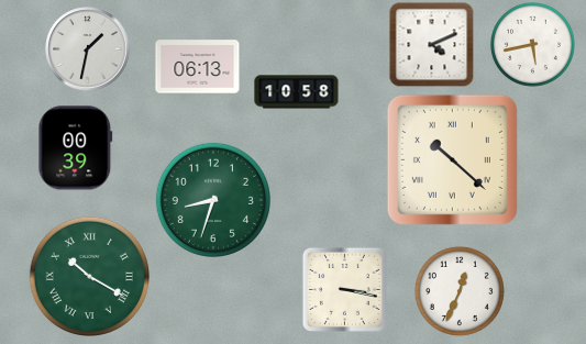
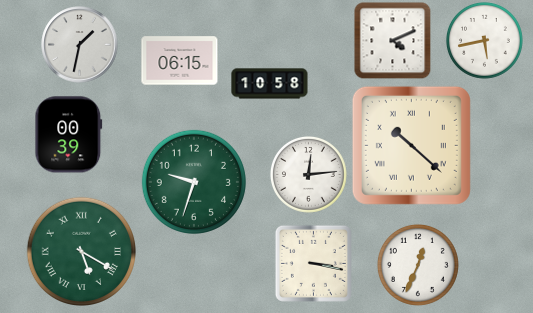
clock at (198, 67): 06:13 -> 06:15
clock at (309, 175): none -> 12:14
clock at (213, 200): 8:33 -> 9:33
clock at (89, 276): 10:20 -> 5:20
